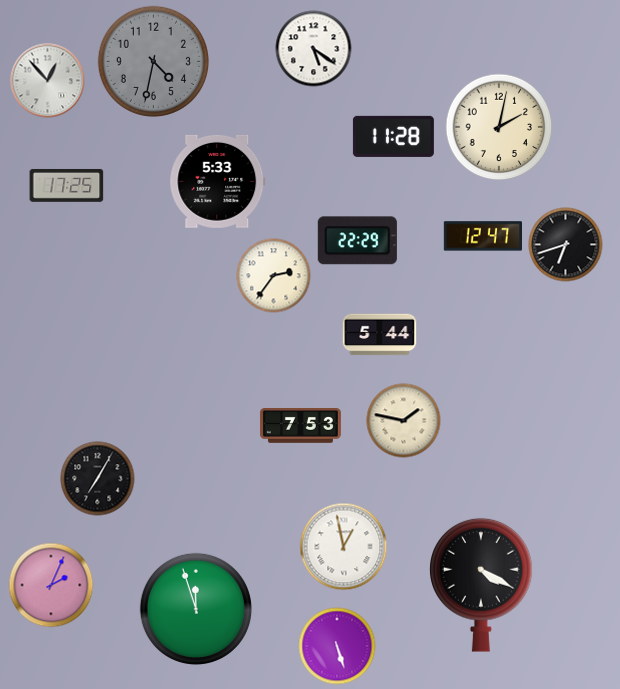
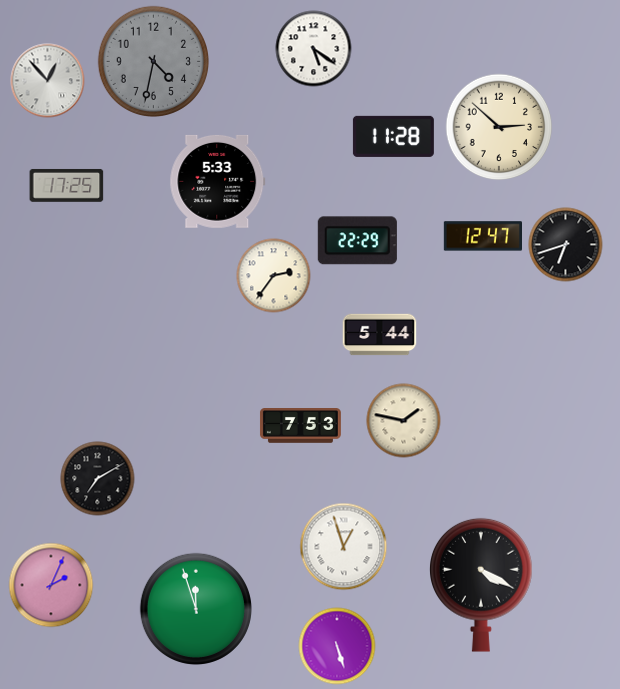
clock at (499, 127): 2:02 -> 2:52
clock at (98, 479): 7:05 -> 7:10
clock at (344, 547): 12:58 -> 12:57
